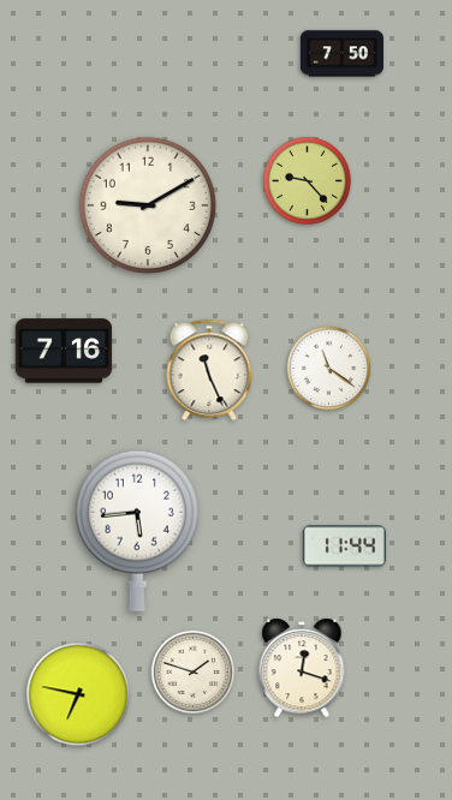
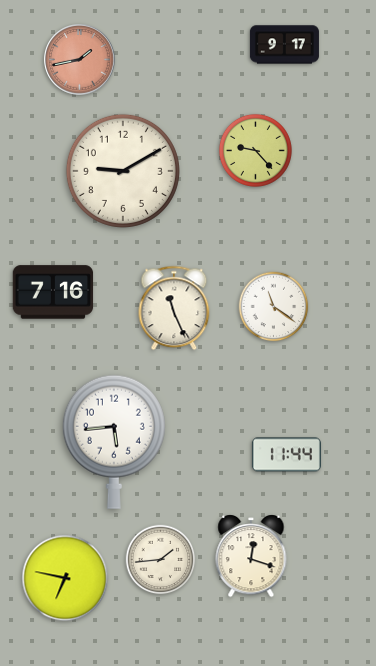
clock at (341, 54): 7:50 -> 9:17
clock at (80, 60): none -> 1:43
clock at (194, 673): 1:48 -> 1:44
